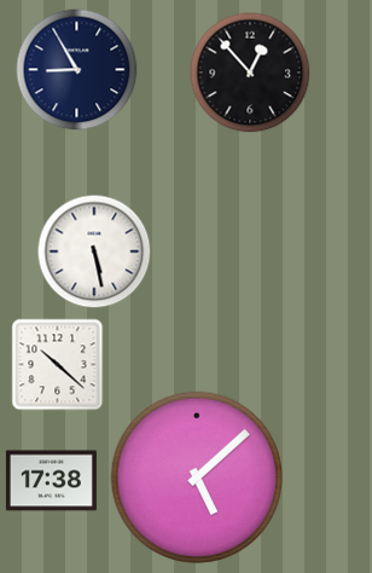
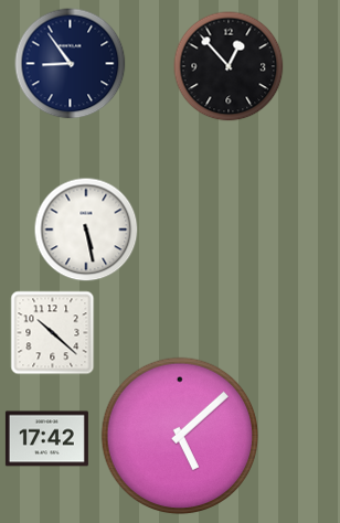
clock at (77, 70): 8:55 -> 8:54
clock at (51, 481): 17:38 -> 17:42
